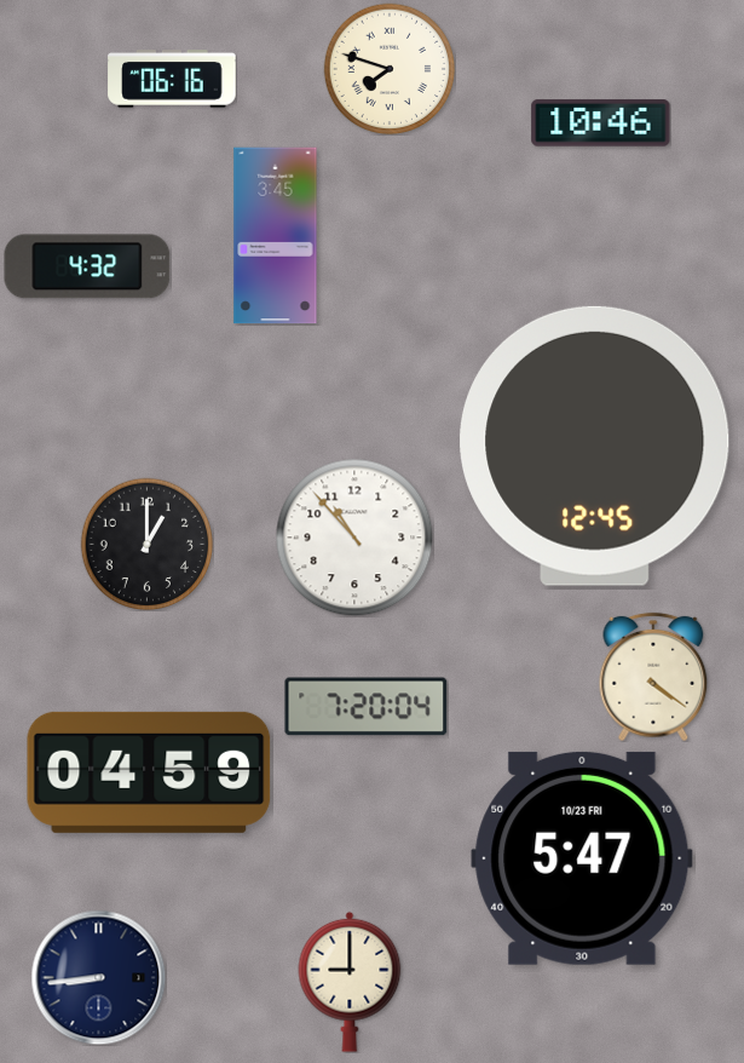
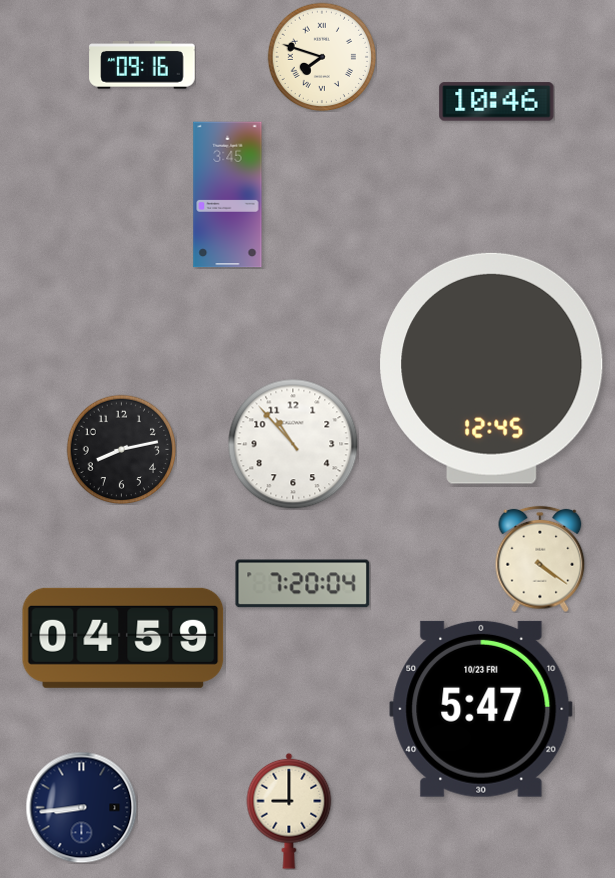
clock at (172, 79): 06:16 -> 09:16
clock at (87, 266): 4:32 -> none
clock at (146, 544): 1:00 -> 8:13
